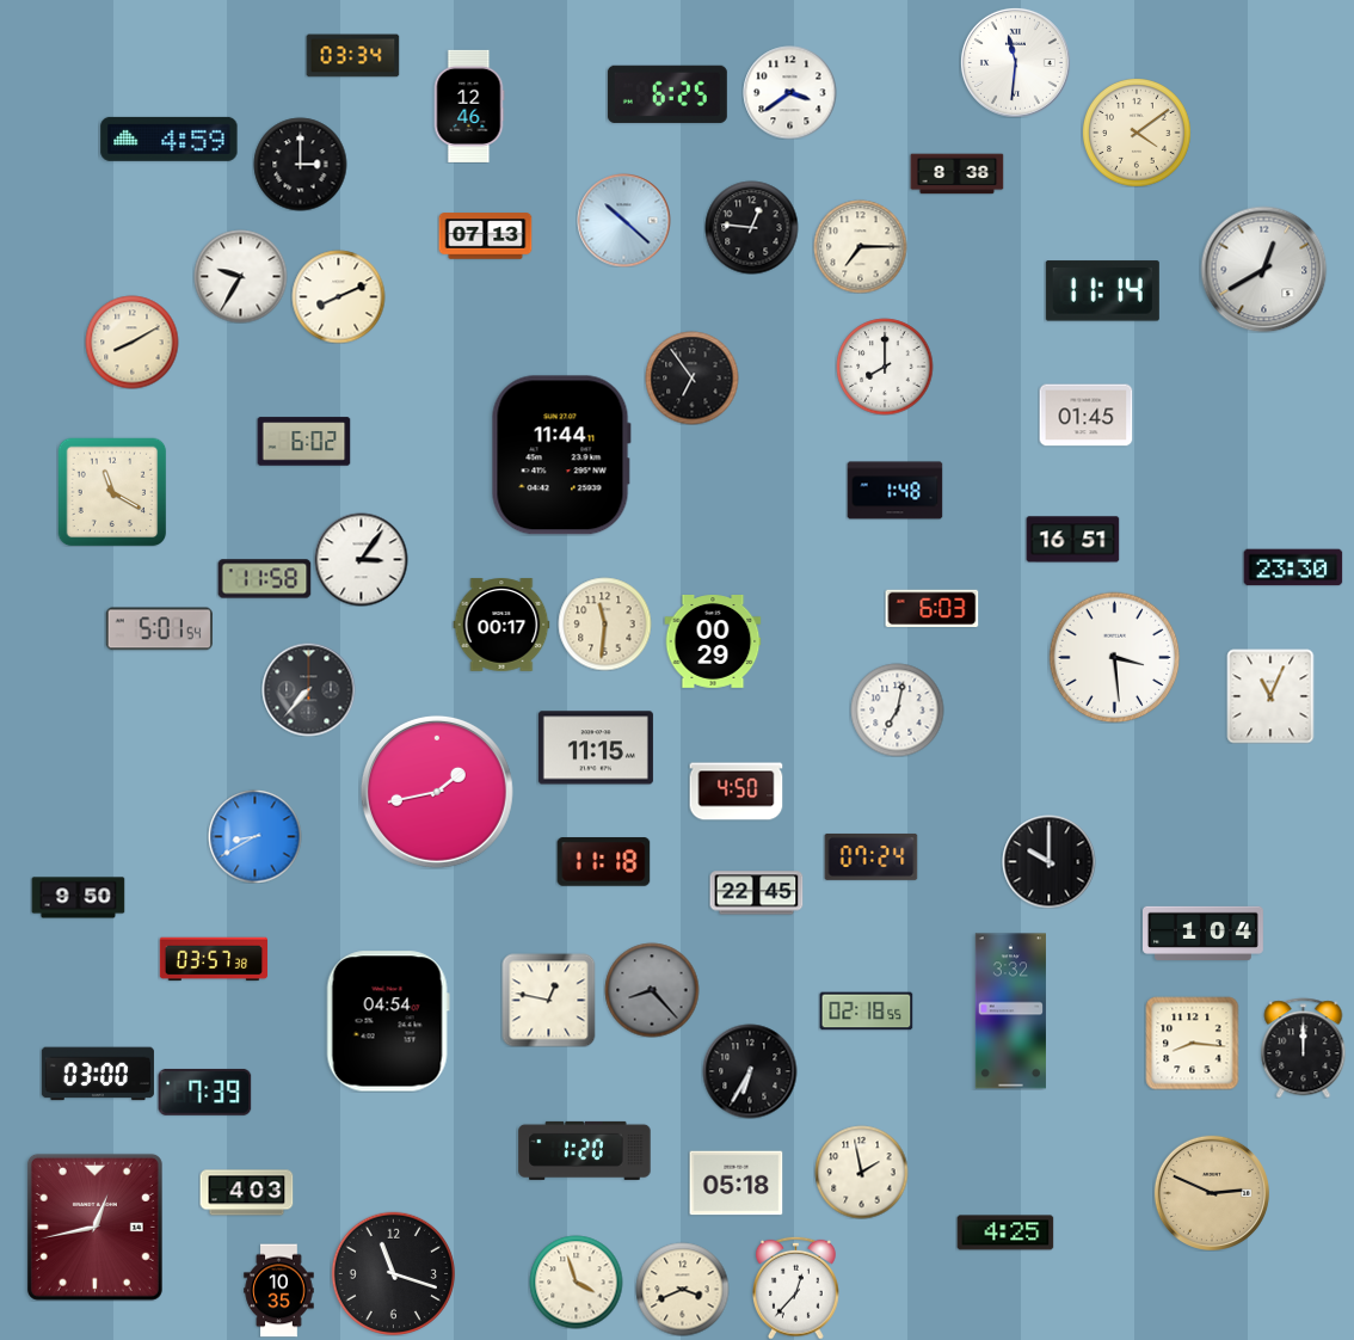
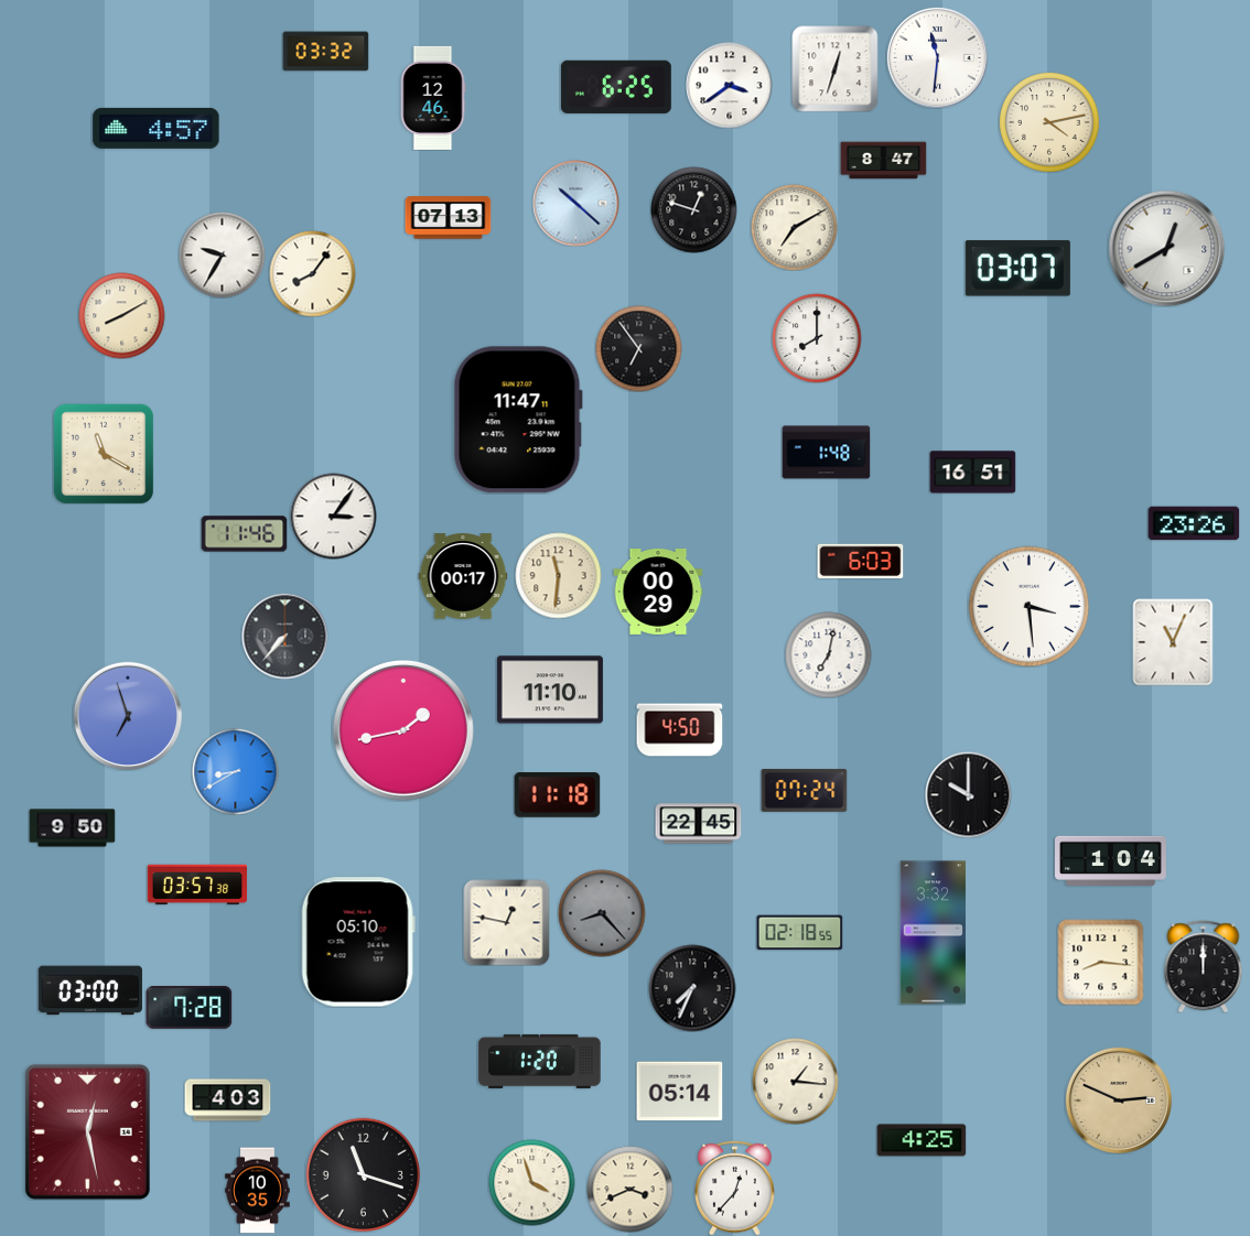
clock at (352, 56): 03:34 -> 03:32
clock at (834, 68): none -> 12:33
clock at (1137, 133): 4:09 -> 4:13
clock at (170, 139): 4:59 -> 4:57
clock at (300, 164): 3:00 -> none
clock at (956, 174): 8:38 -> 8:47
clock at (751, 227): 12:46 -> 12:48
clock at (860, 246): 7:15 -> 7:10
clock at (1102, 291): 11:14 -> 03:07
clock at (338, 296): 8:11 -> 8:06
clock at (1085, 416): 01:45 -> none
clock at (303, 442): 6:02 -> none
clock at (561, 455): 11:44 -> 11:47
clock at (1072, 540) position: (1072, 540) -> (972, 473)
clock at (1293, 567): 23:30 -> 23:26
clock at (264, 579): 11:58 -> 11:46
clock at (159, 629): 5:01 -> none
clock at (596, 748): 11:15 -> 11:10
clock at (128, 716): none -> 6:57
clock at (388, 1021): 04:54 -> 05:10
clock at (750, 1071): 6:35 -> 7:34
clock at (204, 1092): 7:39 -> 7:28
clock at (861, 1172): 1:58 -> 1:16
clock at (736, 1184): 05:18 -> 05:14
clock at (94, 1227): 12:43 -> 12:28
clock at (1005, 1233) position: (1005, 1233) -> (922, 1140)
